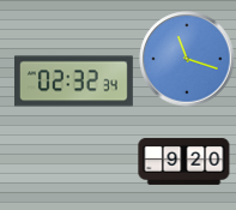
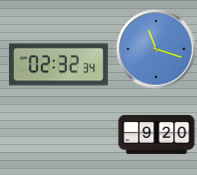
clock at (73, 82) position: (73, 82) -> (58, 65)
clock at (184, 161) position: (184, 161) -> (157, 134)
